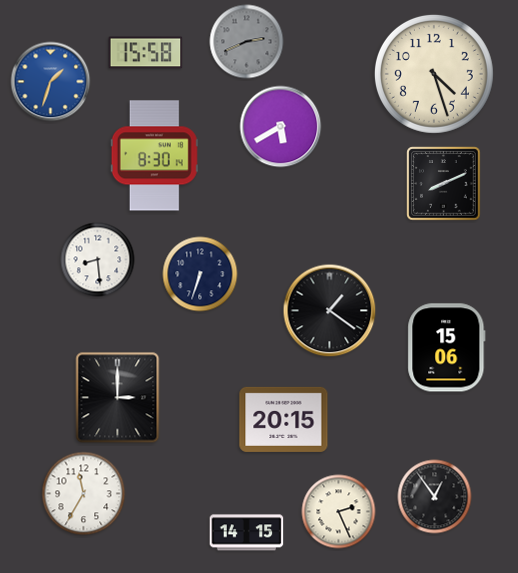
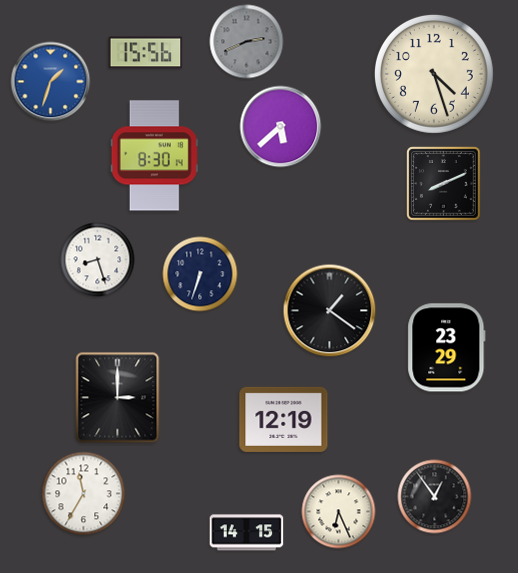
clock at (146, 53): 15:58 -> 15:56
clock at (281, 127): 5:40 -> 5:38
clock at (98, 260): 8:29 -> 8:27
clock at (447, 348): 15:06 -> 23:29
clock at (284, 419): 20:15 -> 12:19
clock at (339, 512): 2:26 -> 6:26
